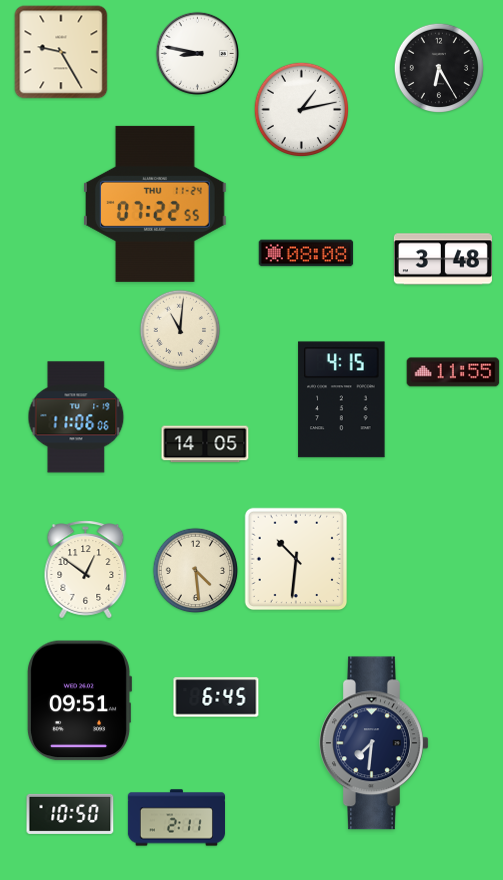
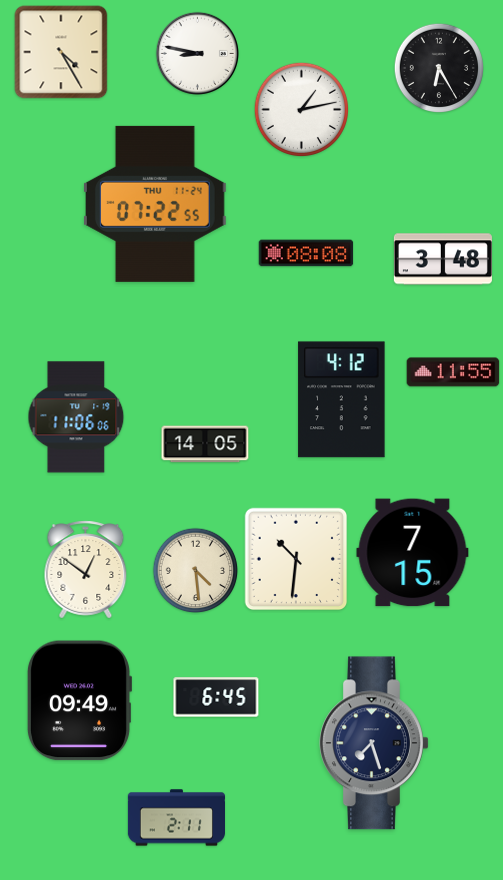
clock at (61, 52): 9:25 -> 4:25
clock at (180, 330): 11:01 -> none
clock at (342, 400): 4:15 -> 4:12
clock at (413, 553): none -> 7:15
clock at (78, 701): 09:51 -> 09:49
clock at (374, 743): 7:31 -> 7:27
clock at (70, 814): 10:50 -> none
